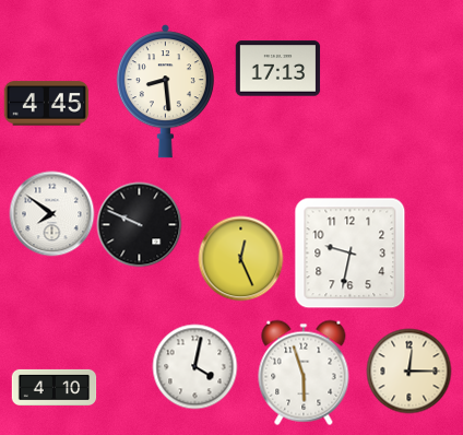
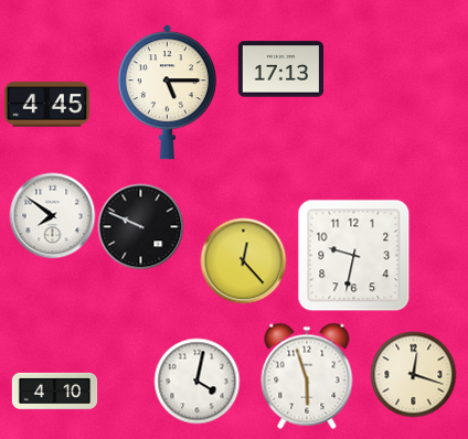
clock at (165, 92): 8:29 -> 5:15
clock at (240, 258): 12:26 -> 12:23
clock at (194, 366) position: (194, 366) -> (196, 381)
clock at (408, 371): 12:15 -> 12:18
